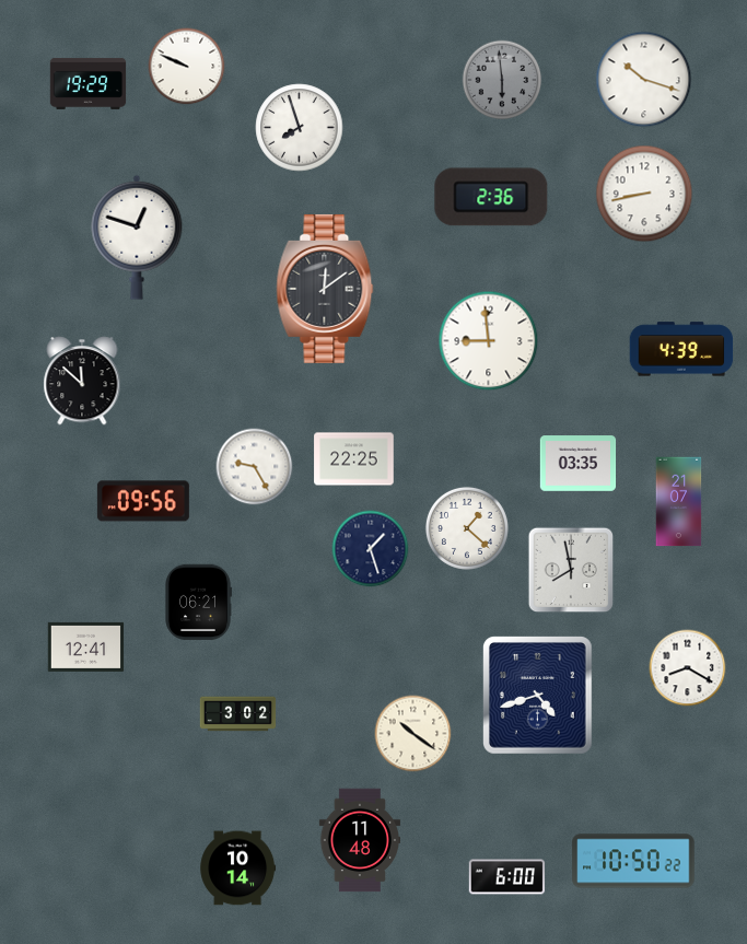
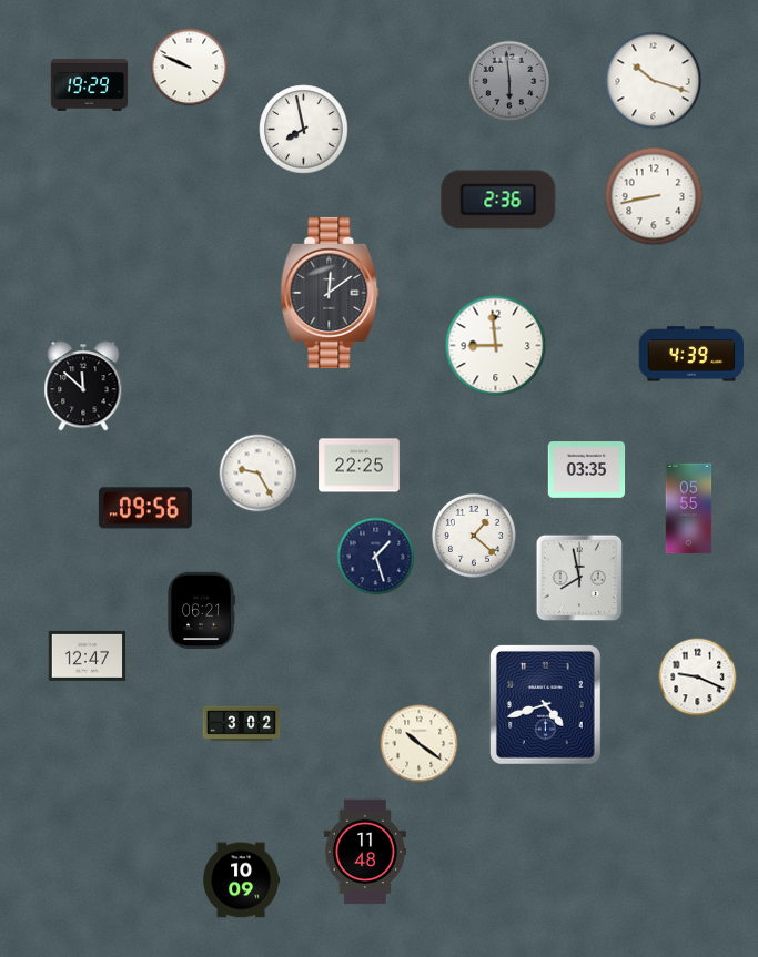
clock at (300, 128): 7:57 -> 7:58
clock at (137, 237): 12:48 -> none
clock at (679, 502): 21:07 -> 05:55
clock at (86, 646): 12:41 -> 12:47
clock at (688, 668): 8:20 -> 9:19
clock at (633, 861): 10:50 -> none
clock at (238, 869): 10:14 -> 10:09
clock at (507, 877): 6:00 -> none
